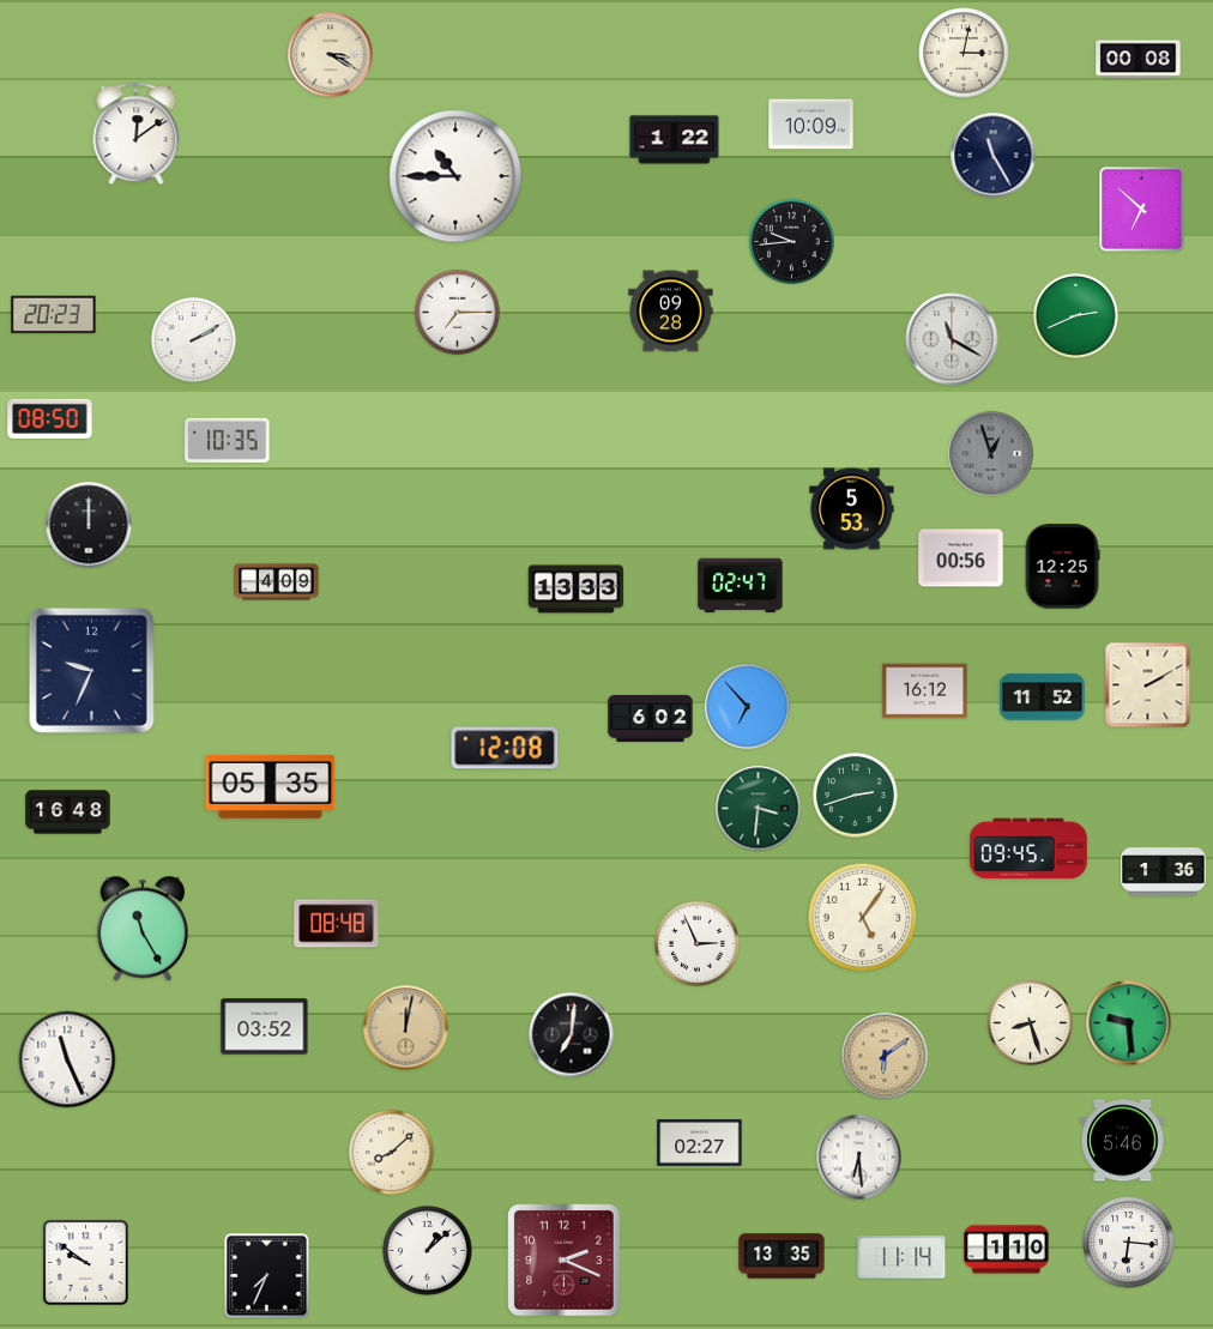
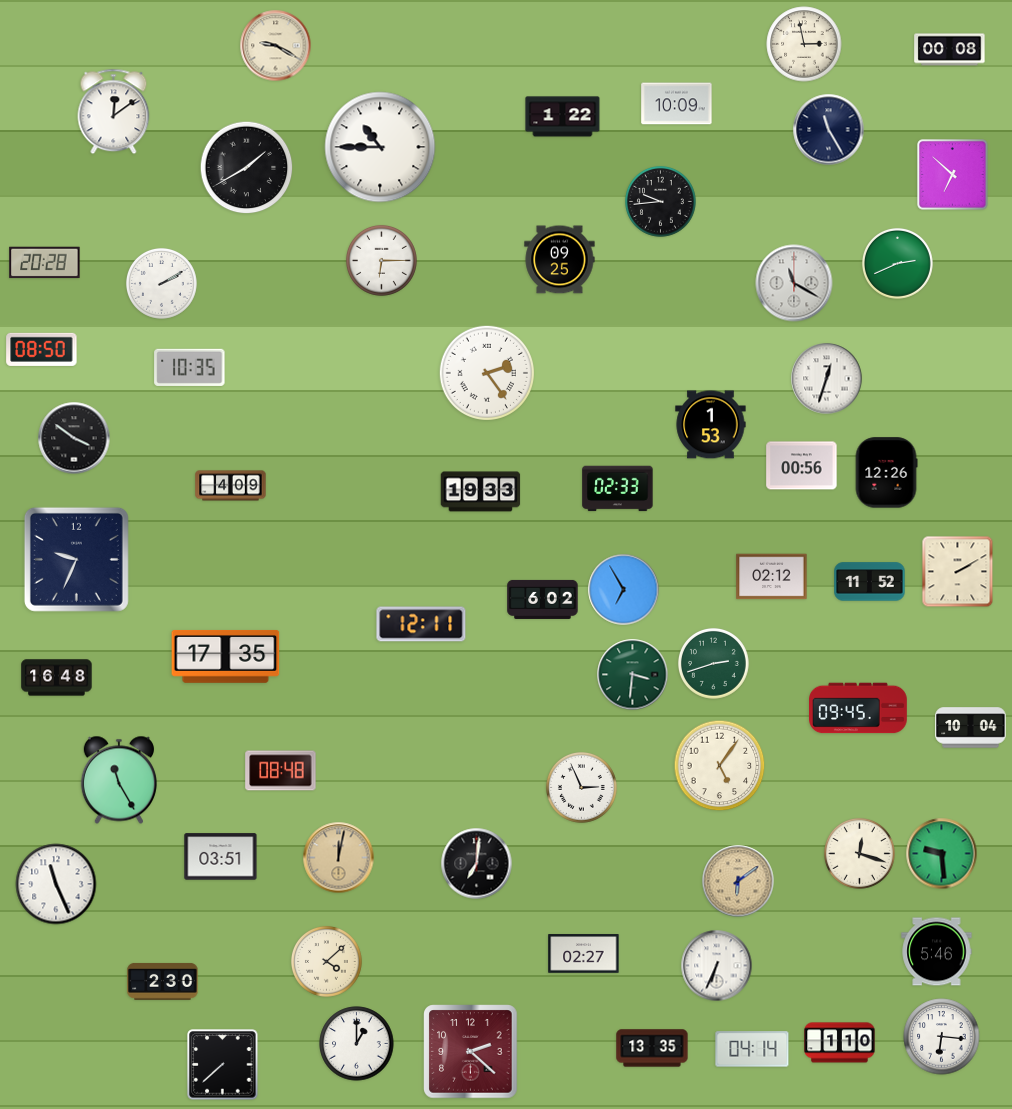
clock at (964, 53): 3:02 -> 2:58
clock at (331, 55): 3:20 -> 9:20
clock at (247, 168): none -> 1:40
clock at (457, 312): 7:15 -> 6:15
clock at (671, 312): 09:28 -> 09:25
clock at (54, 315): 20:23 -> 20:28
clock at (487, 373): none -> 2:24
clock at (991, 454): 12:57 -> 12:33
clock at (991, 454) dial: grey -> white
clock at (852, 509): 5:53 -> 1:53
clock at (89, 525): 12:00 -> 3:51
clock at (1062, 567): 12:25 -> 12:26
clock at (741, 586): 02:47 -> 02:33
clock at (577, 590): 13:33 -> 19:33
clock at (925, 691): 16:12 -> 02:12
clock at (748, 707): 6:53 -> 6:55
clock at (505, 748): 12:08 -> 12:11
clock at (271, 786): 05:35 -> 17:35
clock at (1164, 872): 1:36 -> 10:04
clock at (143, 929) position: (143, 929) -> (119, 780)
clock at (1030, 1022): 8:27 -> 12:18
clock at (265, 1027): 03:52 -> 03:51
clock at (391, 1152): 8:08 -> 4:08
clock at (859, 1158): 6:29 -> 6:34
clock at (163, 981): none -> 2:30
clock at (428, 1251): 1:08 -> 1:00
clock at (901, 1257): 11:14 -> 04:14
clock at (565, 1261): 2:19 -> 2:22
clock at (85, 1262): 9:51 -> none
clock at (267, 1276): 7:34 -> 7:38
